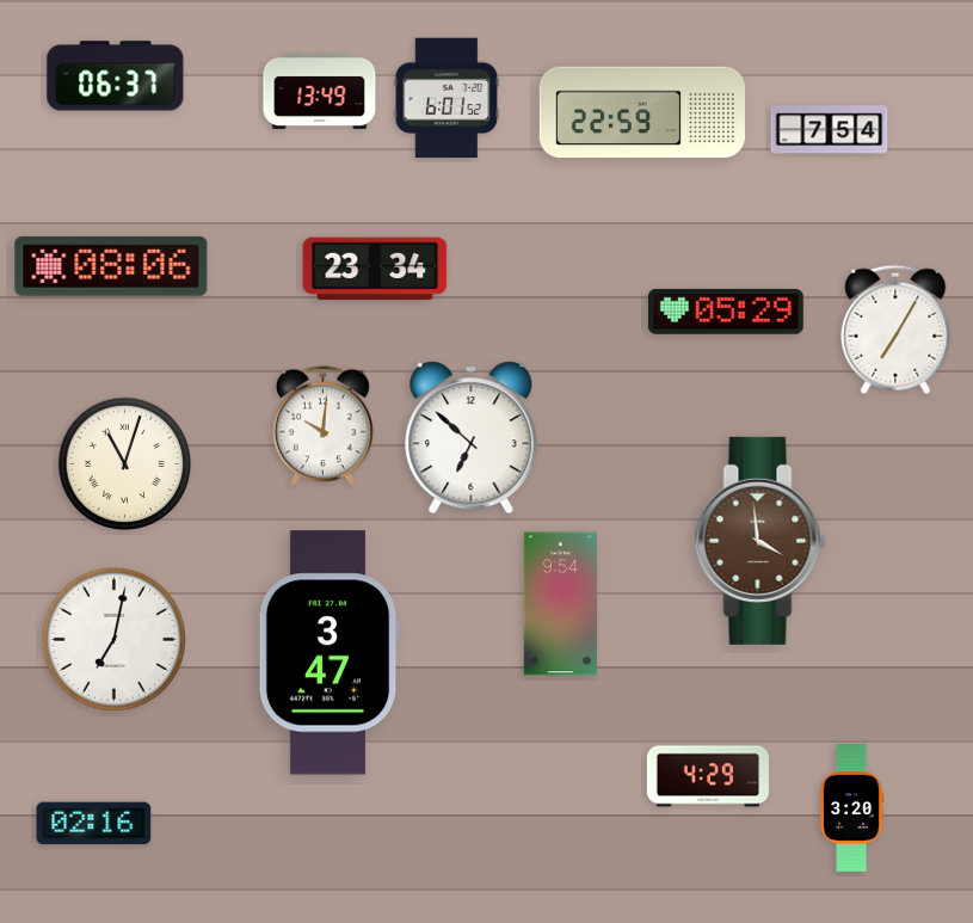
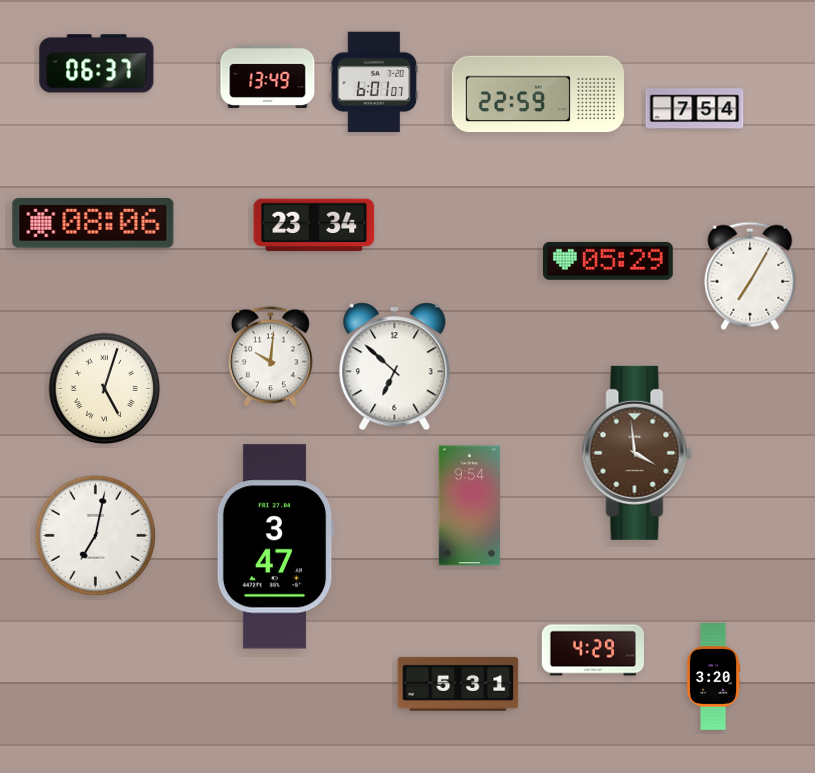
clock at (447, 98): 6:01:52 -> 6:01:07
clock at (125, 464): 11:03 -> 5:03
clock at (458, 684): none -> 5:31
clock at (94, 824): 02:16 -> none
